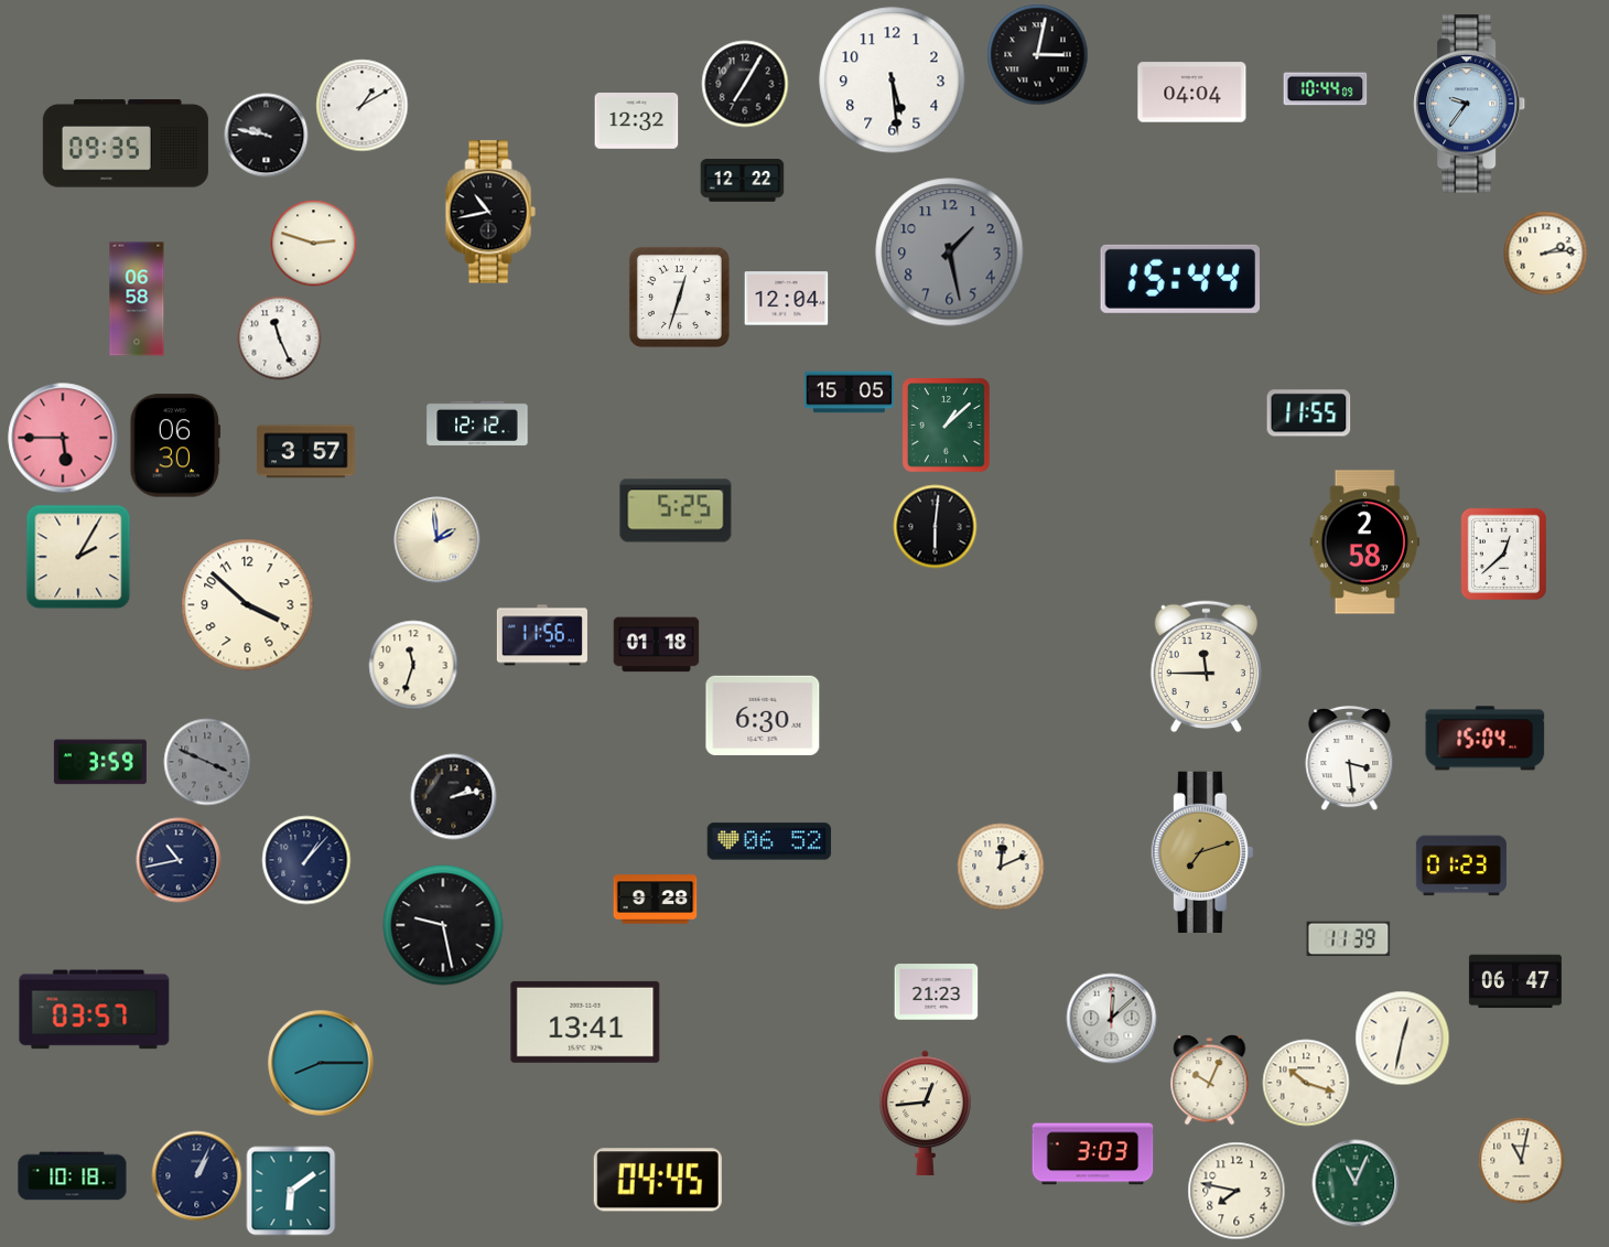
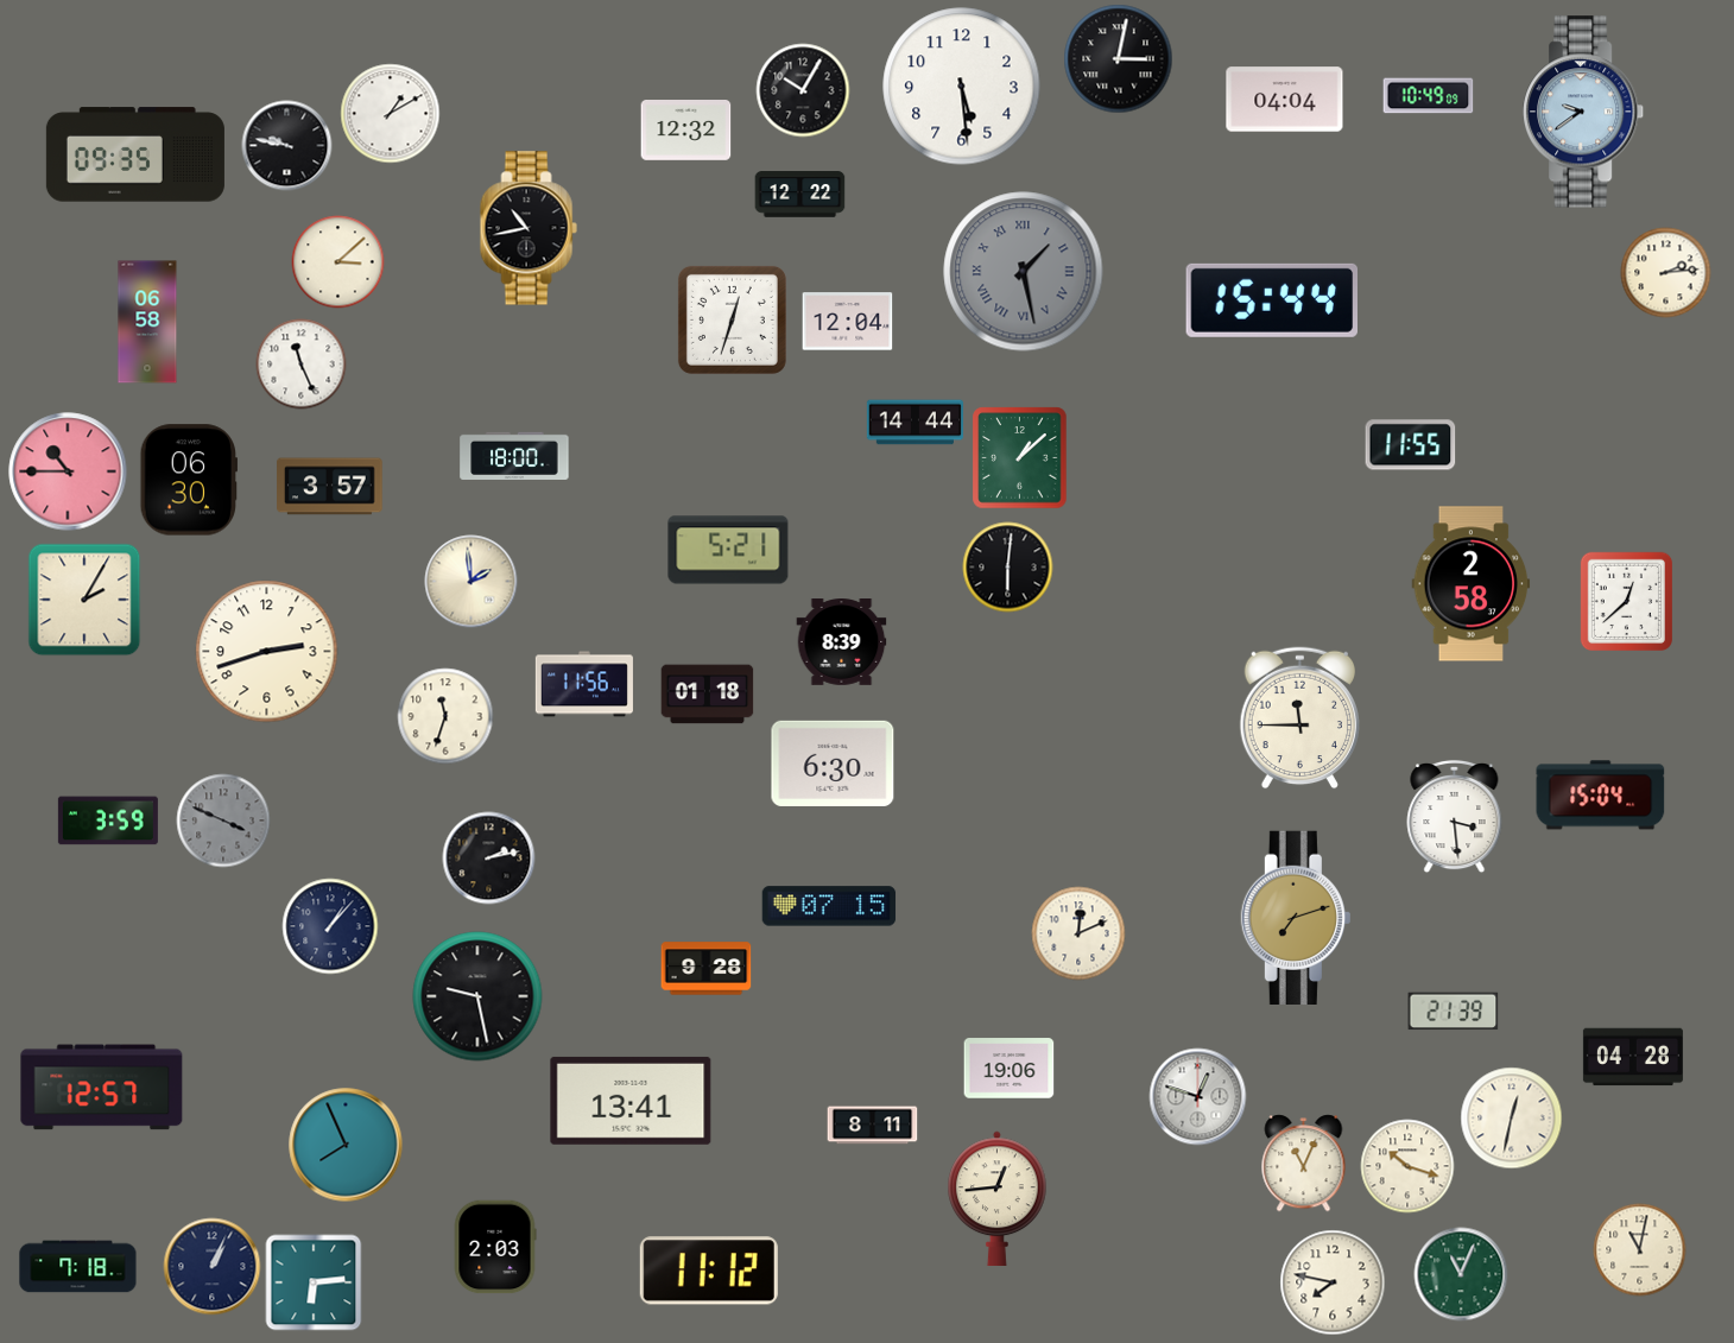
clock at (745, 84): 7:05 -> 10:05
clock at (1326, 89): 10:44 -> 10:49
clock at (1470, 104): 9:36 -> 9:39
clock at (314, 244): 2:48 -> 3:08
clock at (950, 252) numerals: Arabic -> Roman
clock at (849, 393): 15:05 -> 14:44
clock at (477, 423): 12:12 -> 18:00
clock at (63, 438): 5:45 -> 10:45
clock at (676, 510): 5:25 -> 5:21
clock at (1503, 553) position: (1503, 553) -> (1626, 601)
clock at (842, 642): none -> 8:39
clock at (248, 605): 3:52 -> 2:42
clock at (763, 716) position: (763, 716) -> (833, 764)
clock at (769, 841): 06:52 -> 07:15
clock at (179, 860): 10:43 -> none
clock at (1461, 866): 01:23 -> none
clock at (1349, 939): 11:39 -> 21:39
clock at (1515, 981): 06:47 -> 04:28
clock at (937, 992): 21:23 -> 19:06
clock at (95, 1010): 03:57 -> 12:57
clock at (1112, 1019): 12:08 -> 12:48
clock at (873, 1126): none -> 8:11
clock at (321, 1063): 8:15 -> 7:56
clock at (1210, 1081): 10:04 -> 11:04
clock at (1093, 1154): 3:03 -> none
clock at (495, 1247): none -> 2:03
clock at (73, 1176): 10:18 -> 7:18
clock at (658, 1180): 04:45 -> 11:12
clock at (291, 1191): 6:09 -> 6:14
